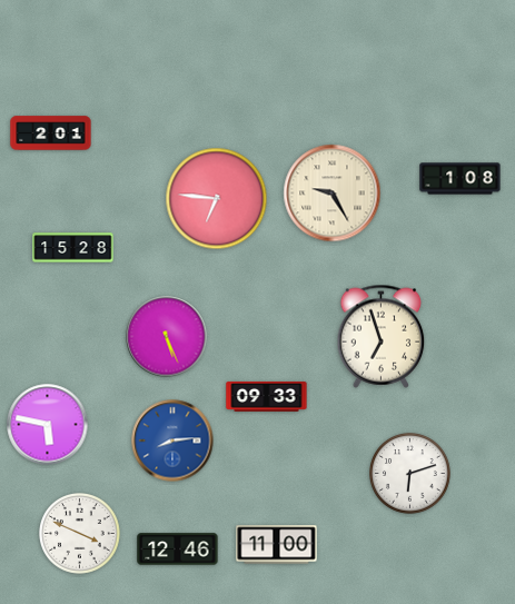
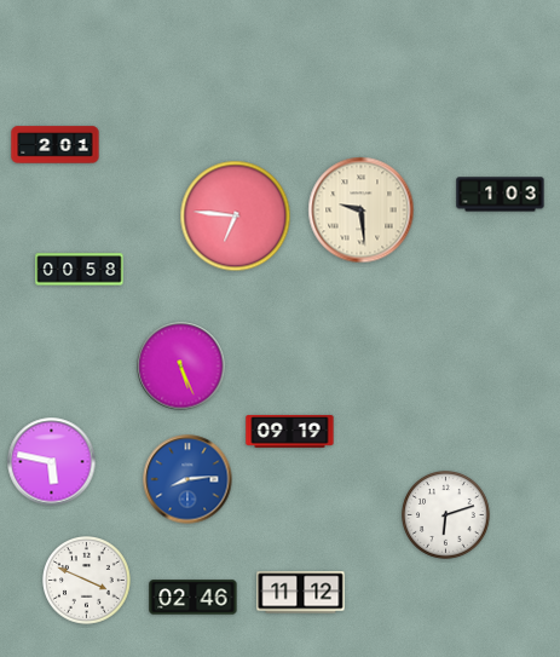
clock at (460, 179): 1:08 -> 1:03
clock at (333, 194): 9:25 -> 9:29
clock at (73, 248): 15:28 -> 00:58
clock at (382, 336): 6:57 -> none
clock at (267, 396): 09:33 -> 09:19
clock at (277, 545): 11:00 -> 11:12
clock at (178, 549): 12:46 -> 02:46
